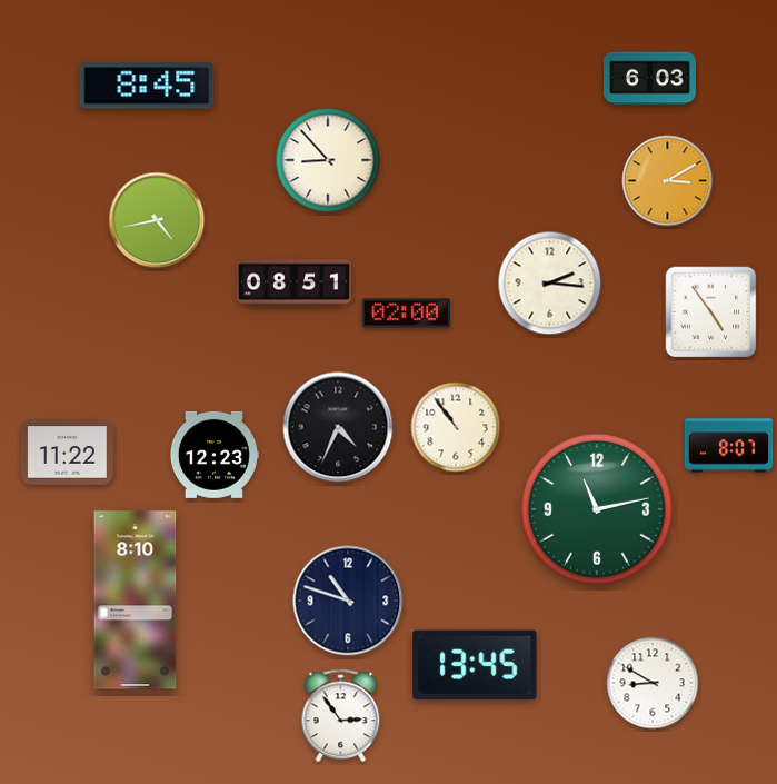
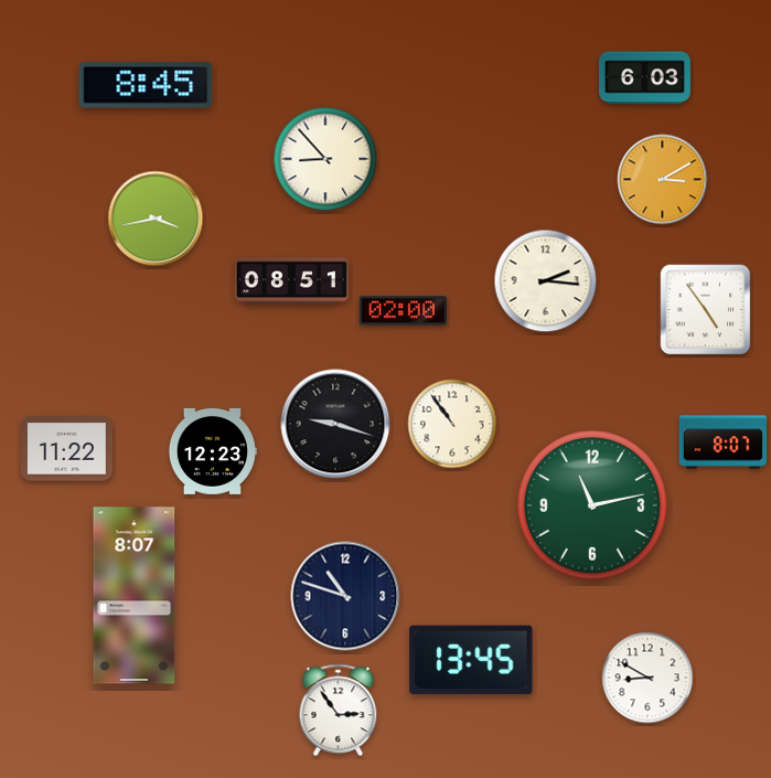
clock at (157, 220): 4:43 -> 3:43
clock at (338, 427): 4:34 -> 9:18
clock at (136, 601): 8:10 -> 8:07
